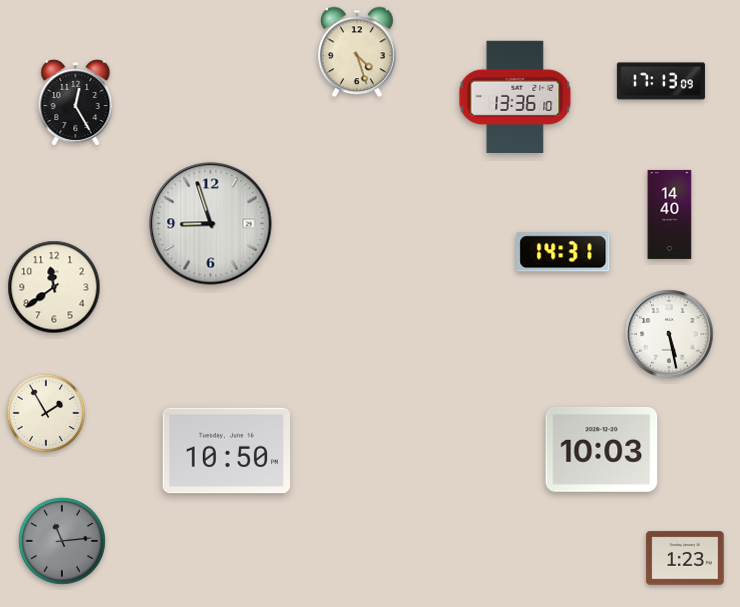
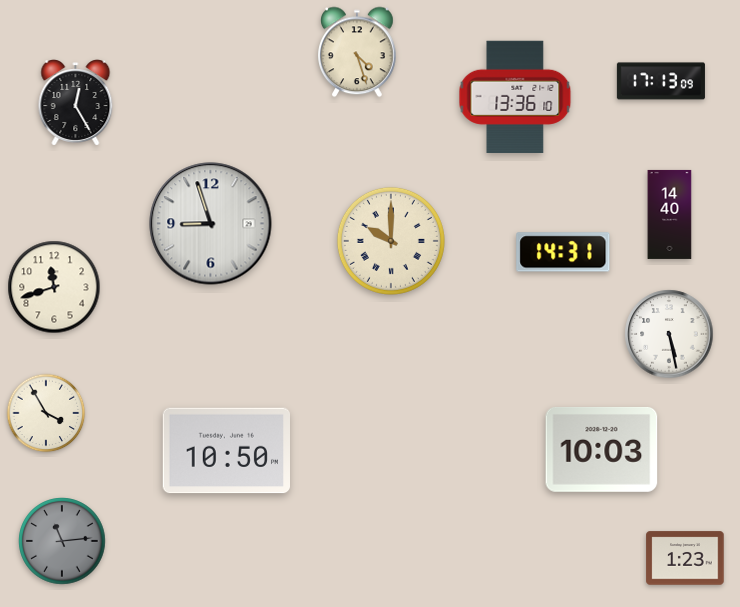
clock at (391, 241): none -> 10:00
clock at (54, 287): 11:39 -> 11:42
clock at (46, 413): 1:55 -> 3:55
